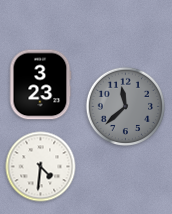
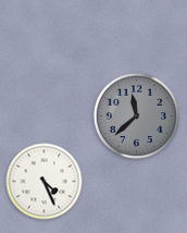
clock at (40, 85): 3:23 -> none
clock at (41, 167): 4:31 -> 4:26
